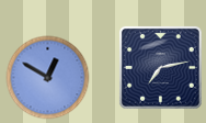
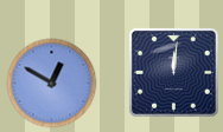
clock at (160, 67): 7:13 -> 12:01
